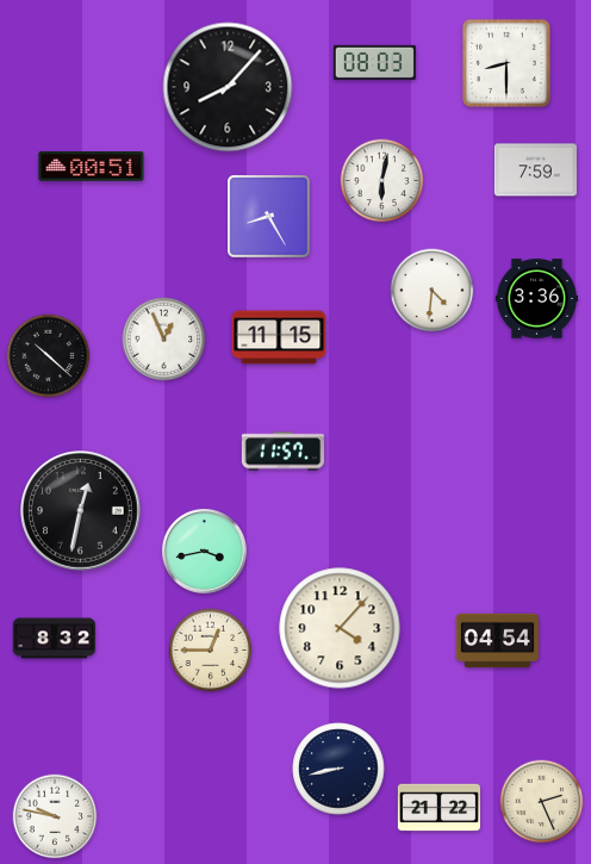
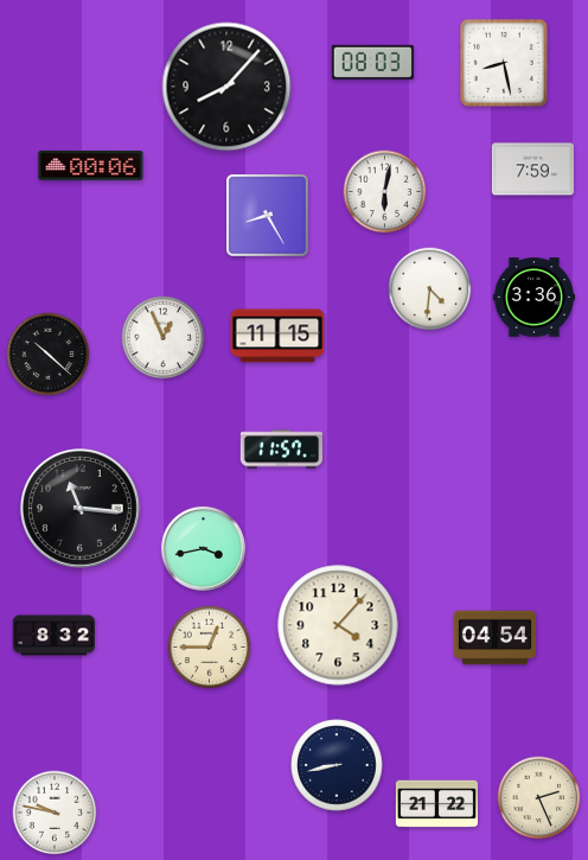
clock at (506, 63): 8:30 -> 8:28
clock at (92, 167): 00:51 -> 00:06
clock at (382, 181) position: (382, 181) -> (385, 192)
clock at (81, 511): 12:32 -> 11:16
